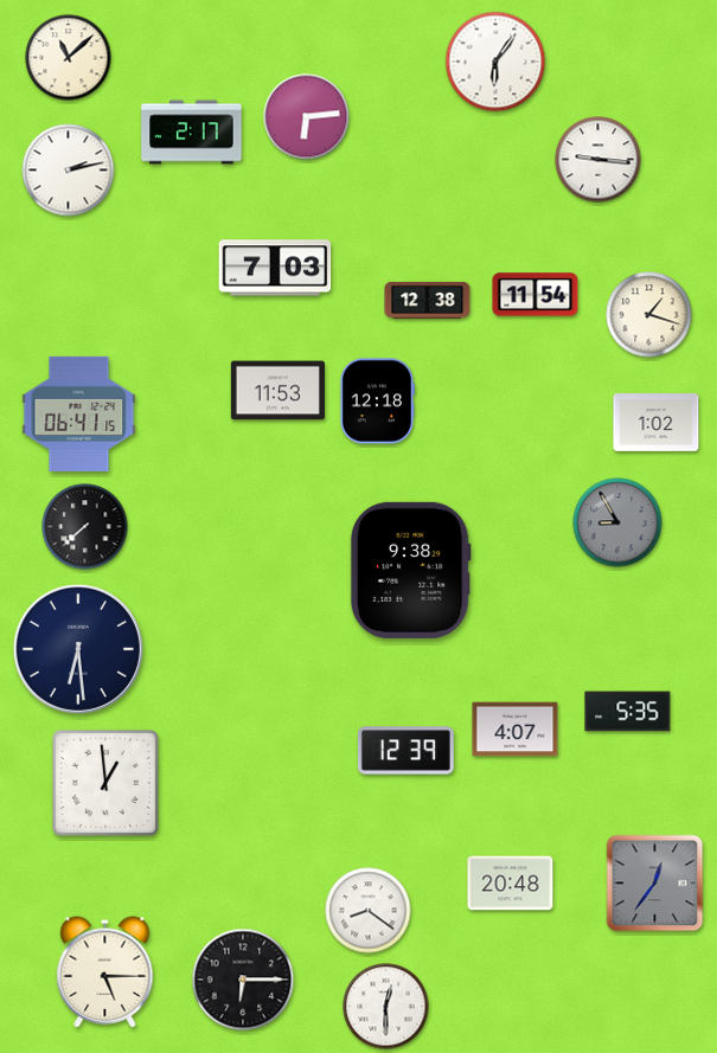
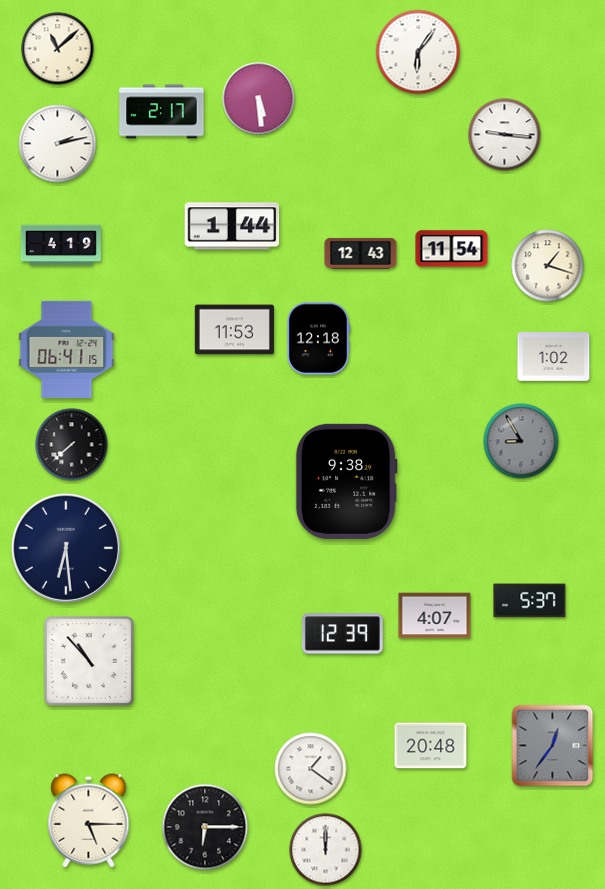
clock at (307, 117): 6:14 -> 5:29
clock at (275, 268): 7:03 -> 1:44
clock at (61, 245): none -> 4:19
clock at (428, 300): 12:38 -> 12:43
clock at (628, 712): 5:35 -> 5:37
clock at (105, 783): 12:59 -> 10:53
clock at (369, 911): 8:21 -> 1:21
clock at (386, 1007): 12:30 -> 12:00
